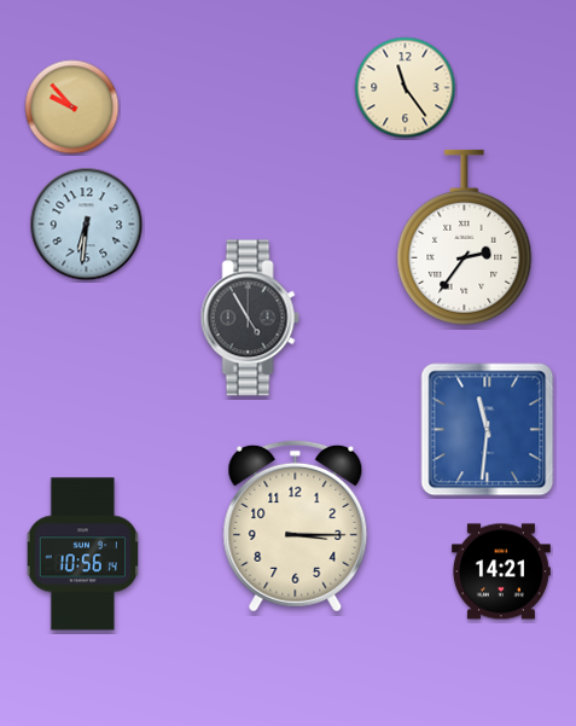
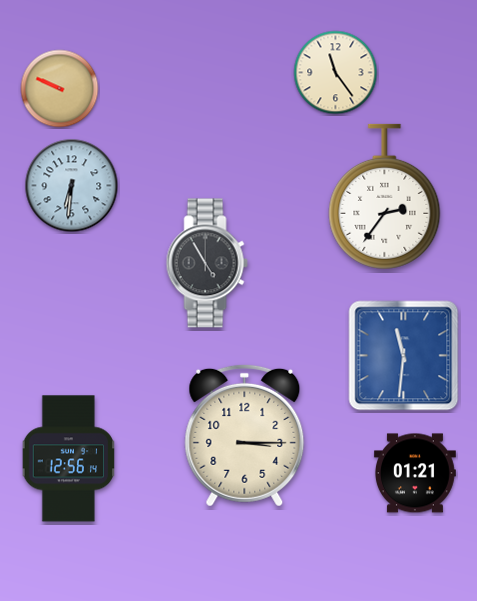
clock at (72, 108): 9:53 -> 9:49
clock at (82, 554): 10:56 -> 12:56
clock at (501, 571): 14:21 -> 01:21
